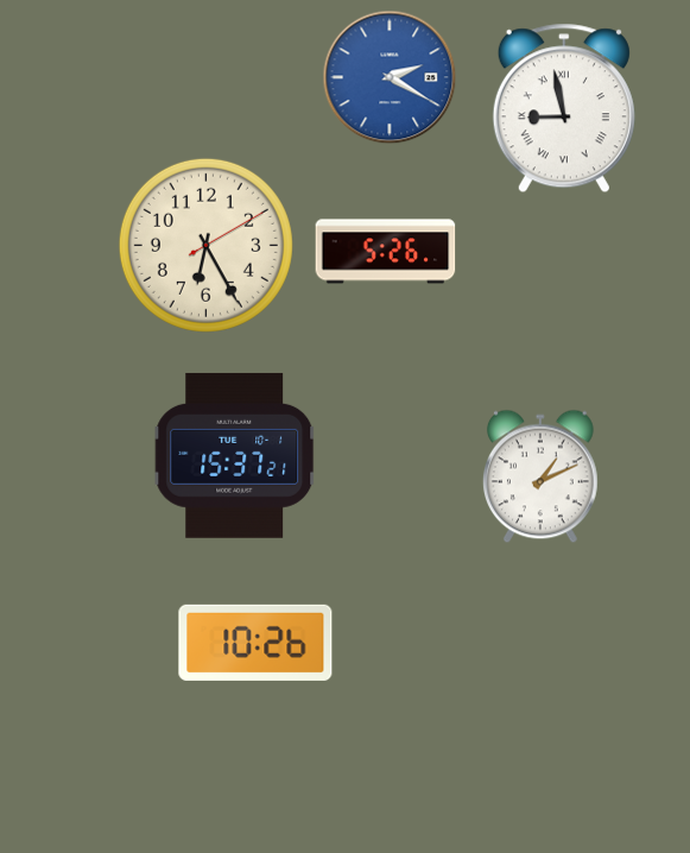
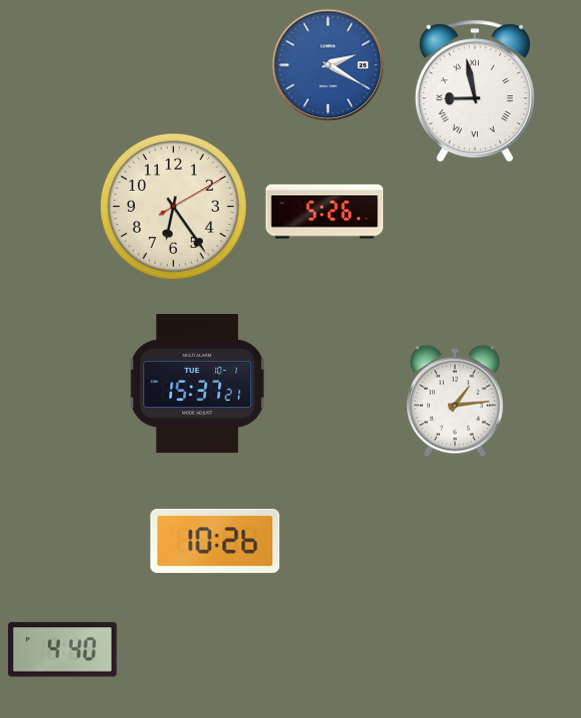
clock at (205, 245): 6:25 -> 6:24
clock at (540, 476): 1:11 -> 1:14
clock at (63, 650): none -> 4:40
